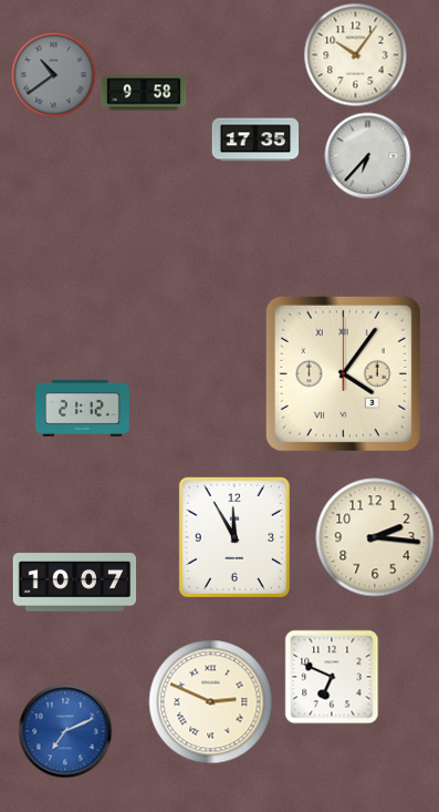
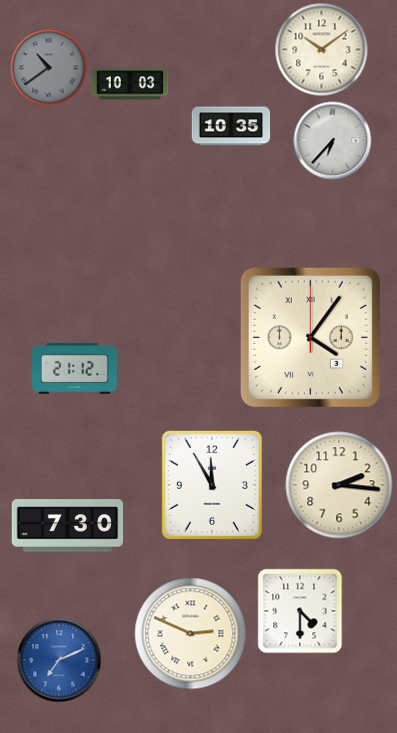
clock at (356, 55): 10:06 -> 10:09
clock at (144, 93): 9:58 -> 10:03
clock at (255, 140): 17:35 -> 10:35
clock at (75, 583): 10:07 -> 7:30
clock at (332, 677): 6:49 -> 4:30
